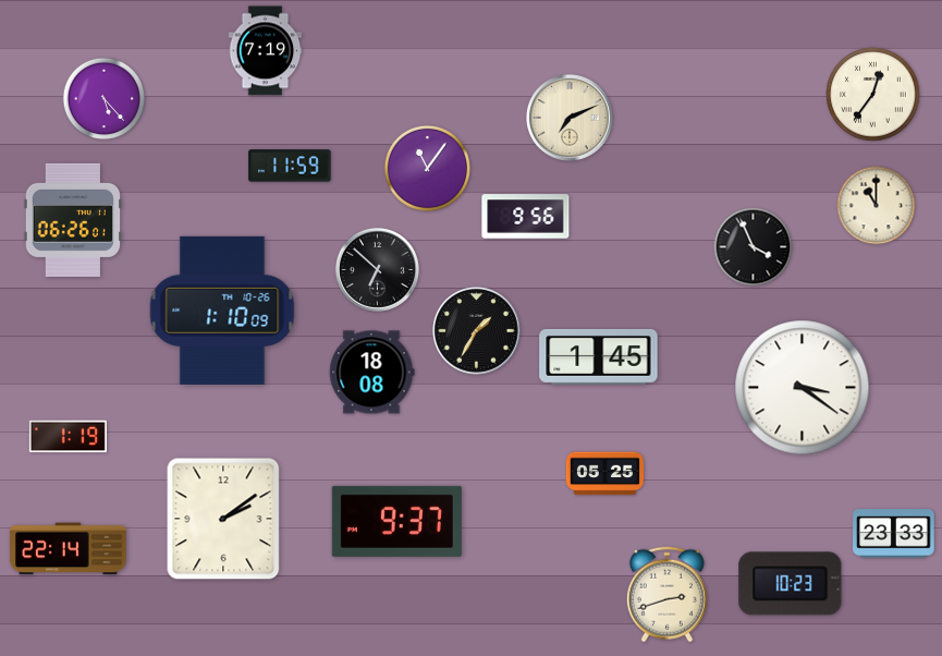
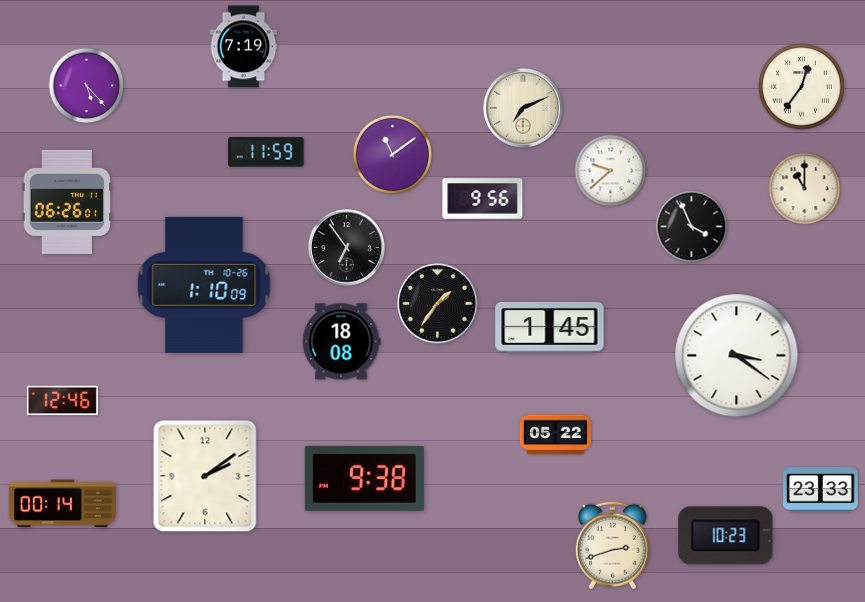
clock at (105, 99) position: (105, 99) -> (87, 86)
clock at (427, 168): 11:06 -> 11:09
clock at (611, 171): none -> 9:38
clock at (377, 269): 6:52 -> 6:54
clock at (477, 331): 1:35 -> 1:36
clock at (68, 437): 1:19 -> 12:46
clock at (604, 474): 05:25 -> 05:22
clock at (396, 521): 9:37 -> 9:38
clock at (69, 549): 22:14 -> 00:14
